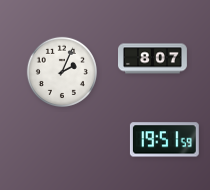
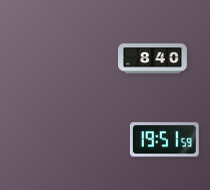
clock at (153, 59): 8:07 -> 8:40
clock at (62, 72): 2:04 -> none
